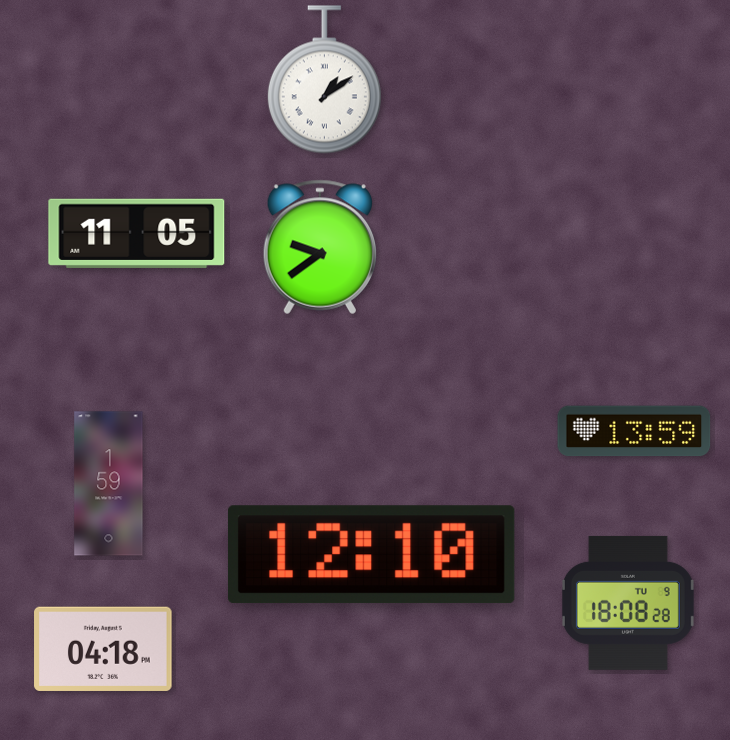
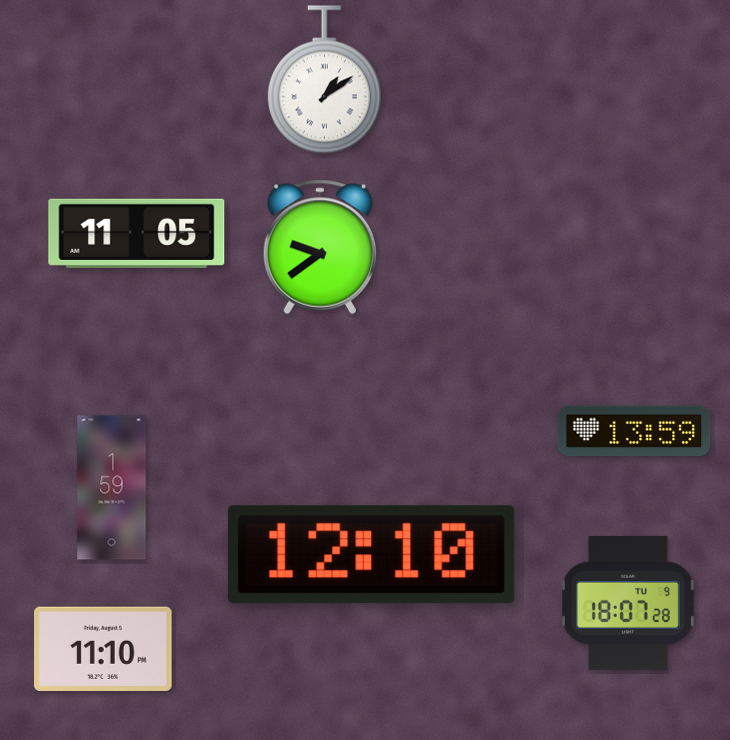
clock at (109, 484) position: (109, 484) -> (112, 488)
clock at (628, 603): 18:08 -> 18:07
clock at (103, 649): 04:18 -> 11:10
